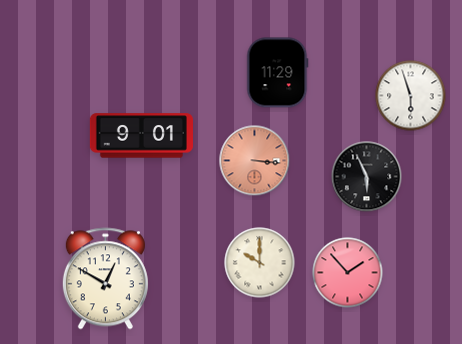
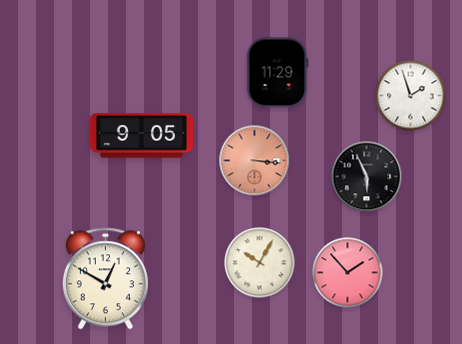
clock at (411, 96): 5:57 -> 1:57
clock at (141, 136): 9:01 -> 9:05
clock at (260, 263): 10:00 -> 10:05
